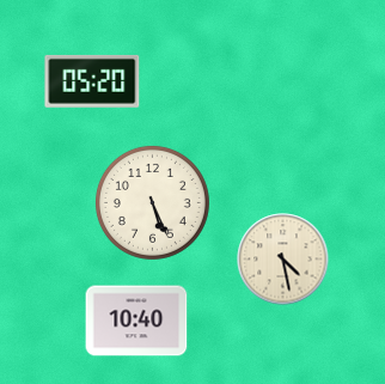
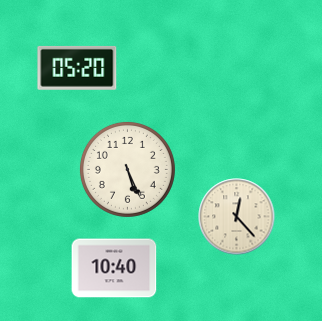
clock at (283, 260): 4:28 -> 12:23
